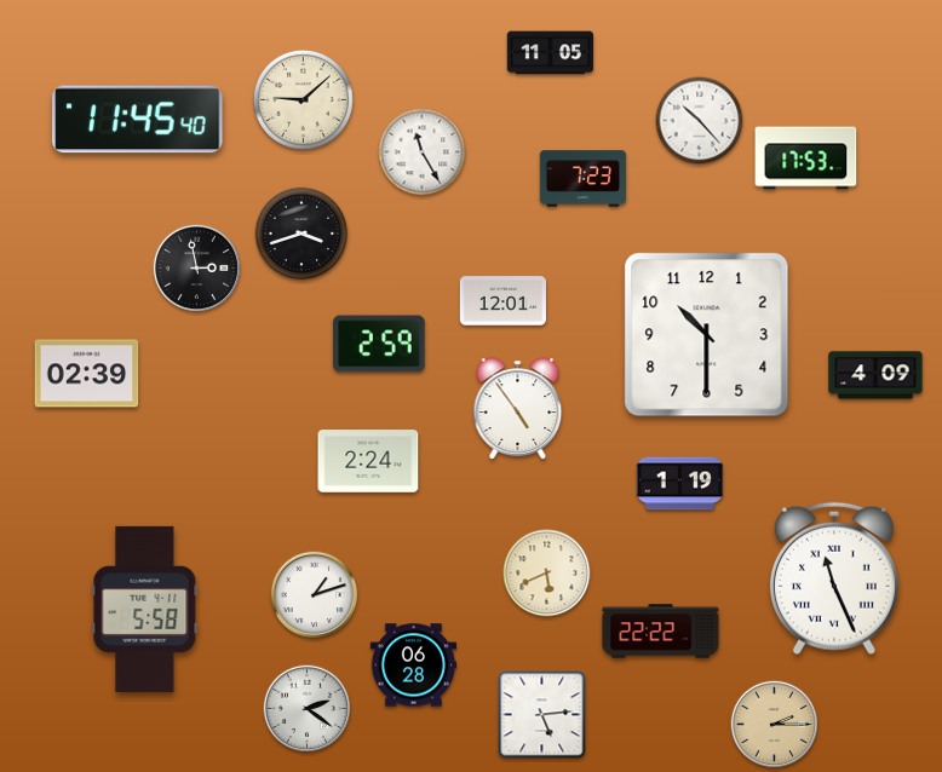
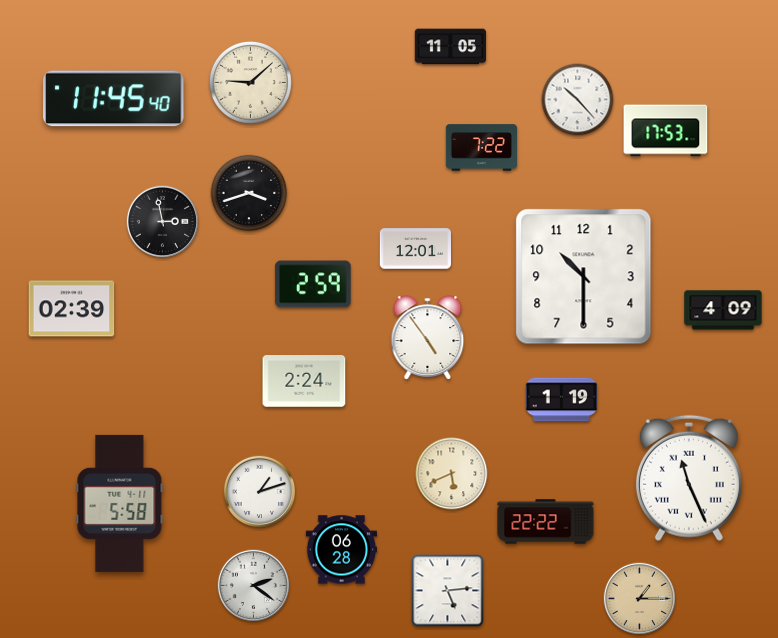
clock at (550, 53) position: (550, 53) -> (450, 47)
clock at (423, 152): 11:25 -> none
clock at (584, 179): 7:23 -> 7:22
clock at (775, 725): 2:15 -> 1:15
